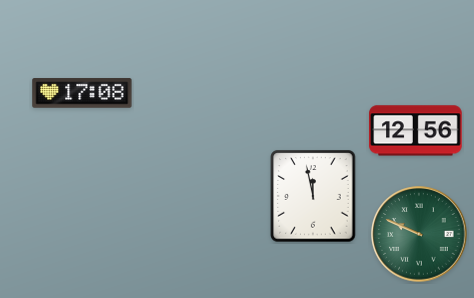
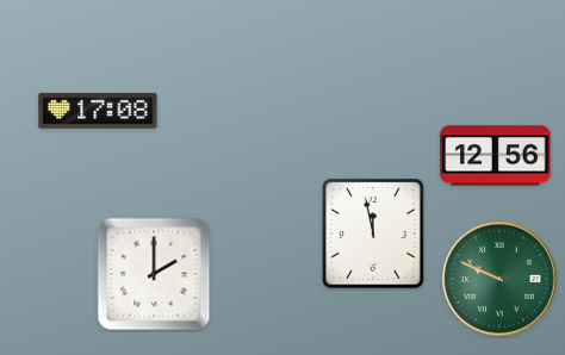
clock at (154, 274): none -> 2:00
